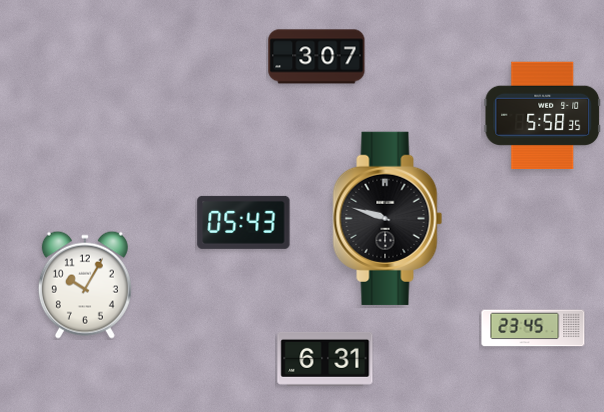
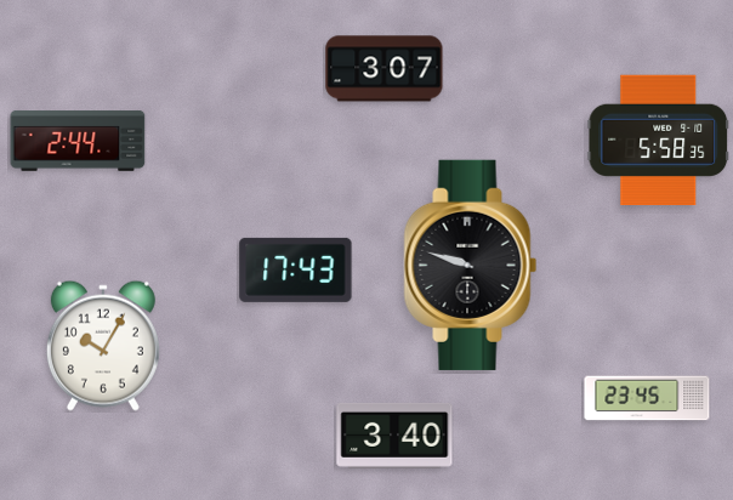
clock at (78, 142): none -> 2:44
clock at (244, 222): 05:43 -> 17:43
clock at (325, 359): 6:31 -> 3:40
